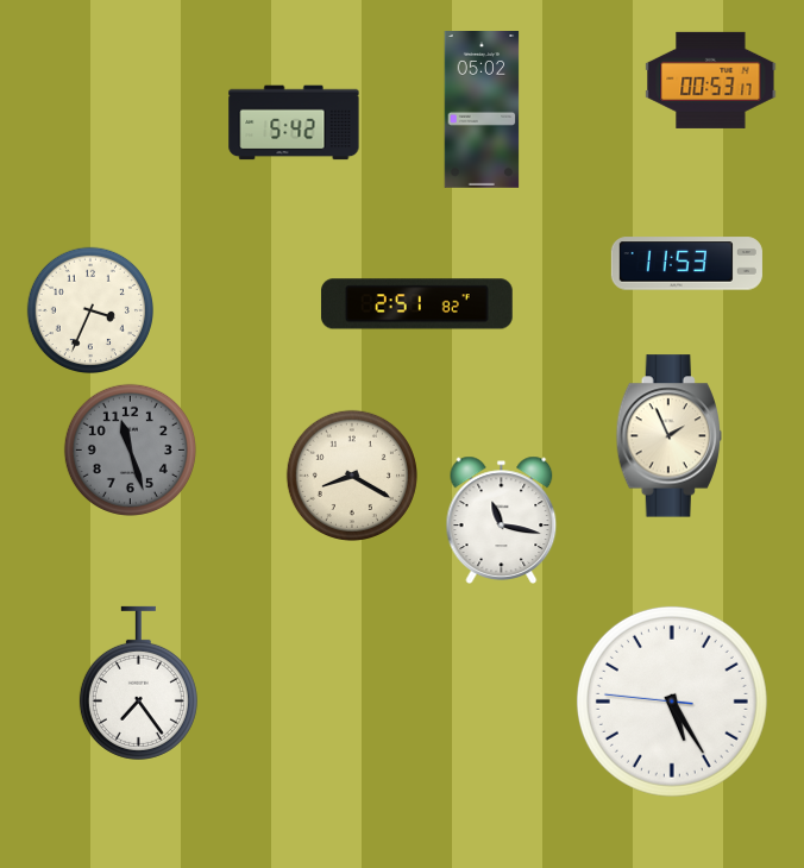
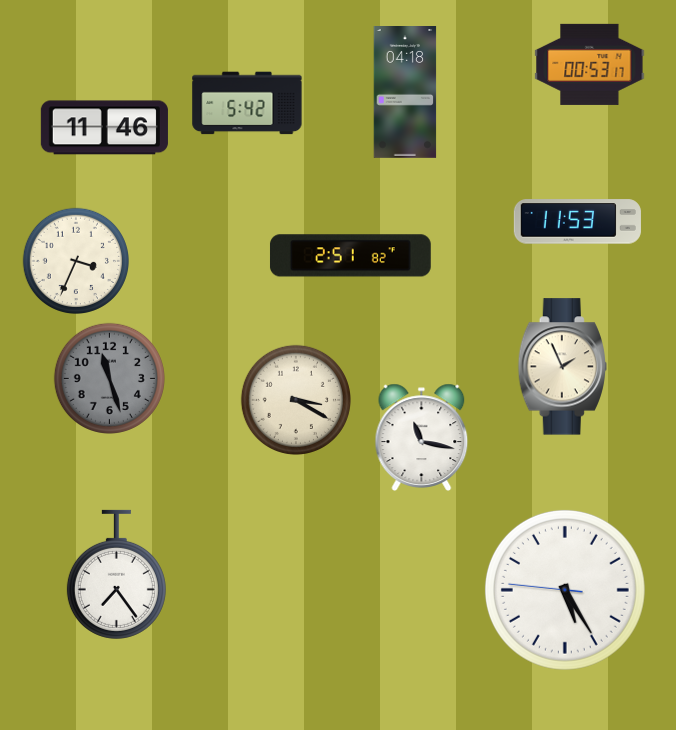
clock at (711, 80) position: (711, 80) -> (590, 64)
clock at (482, 111): 05:02 -> 04:18
clock at (104, 128): none -> 11:46
clock at (352, 476): 8:20 -> 3:20
